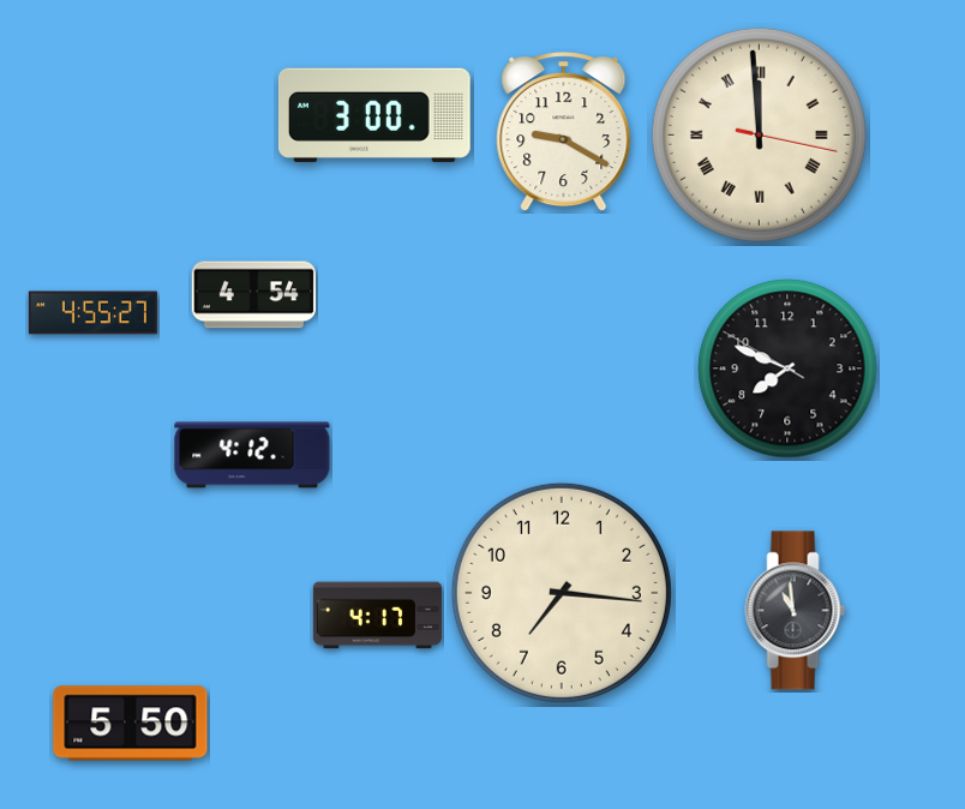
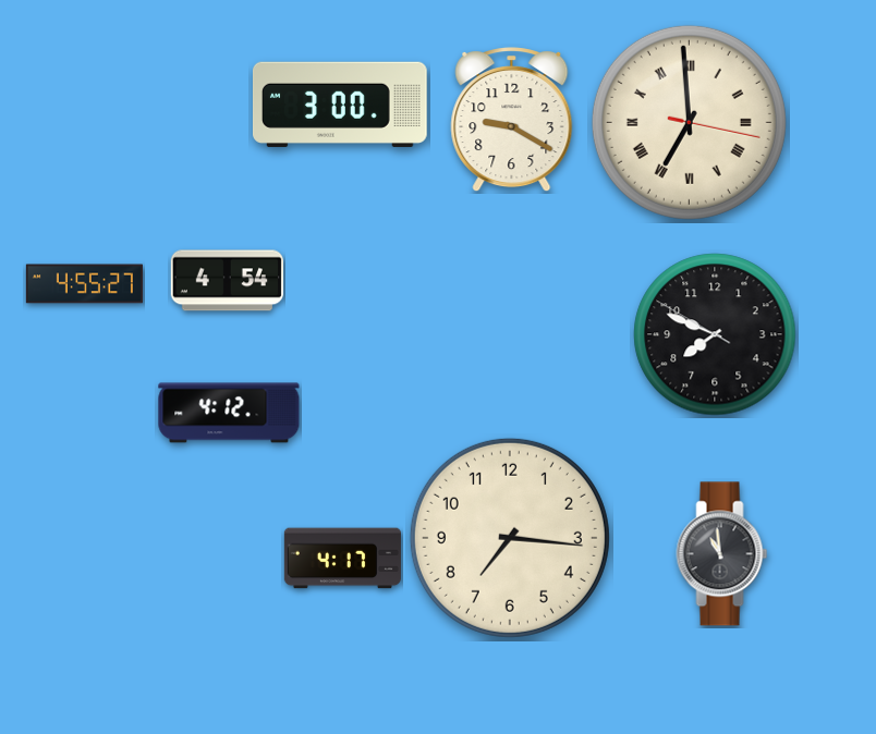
clock at (759, 134): 11:59 -> 6:59
clock at (254, 295) position: (254, 295) -> (228, 281)
clock at (131, 724): 5:50 -> none
